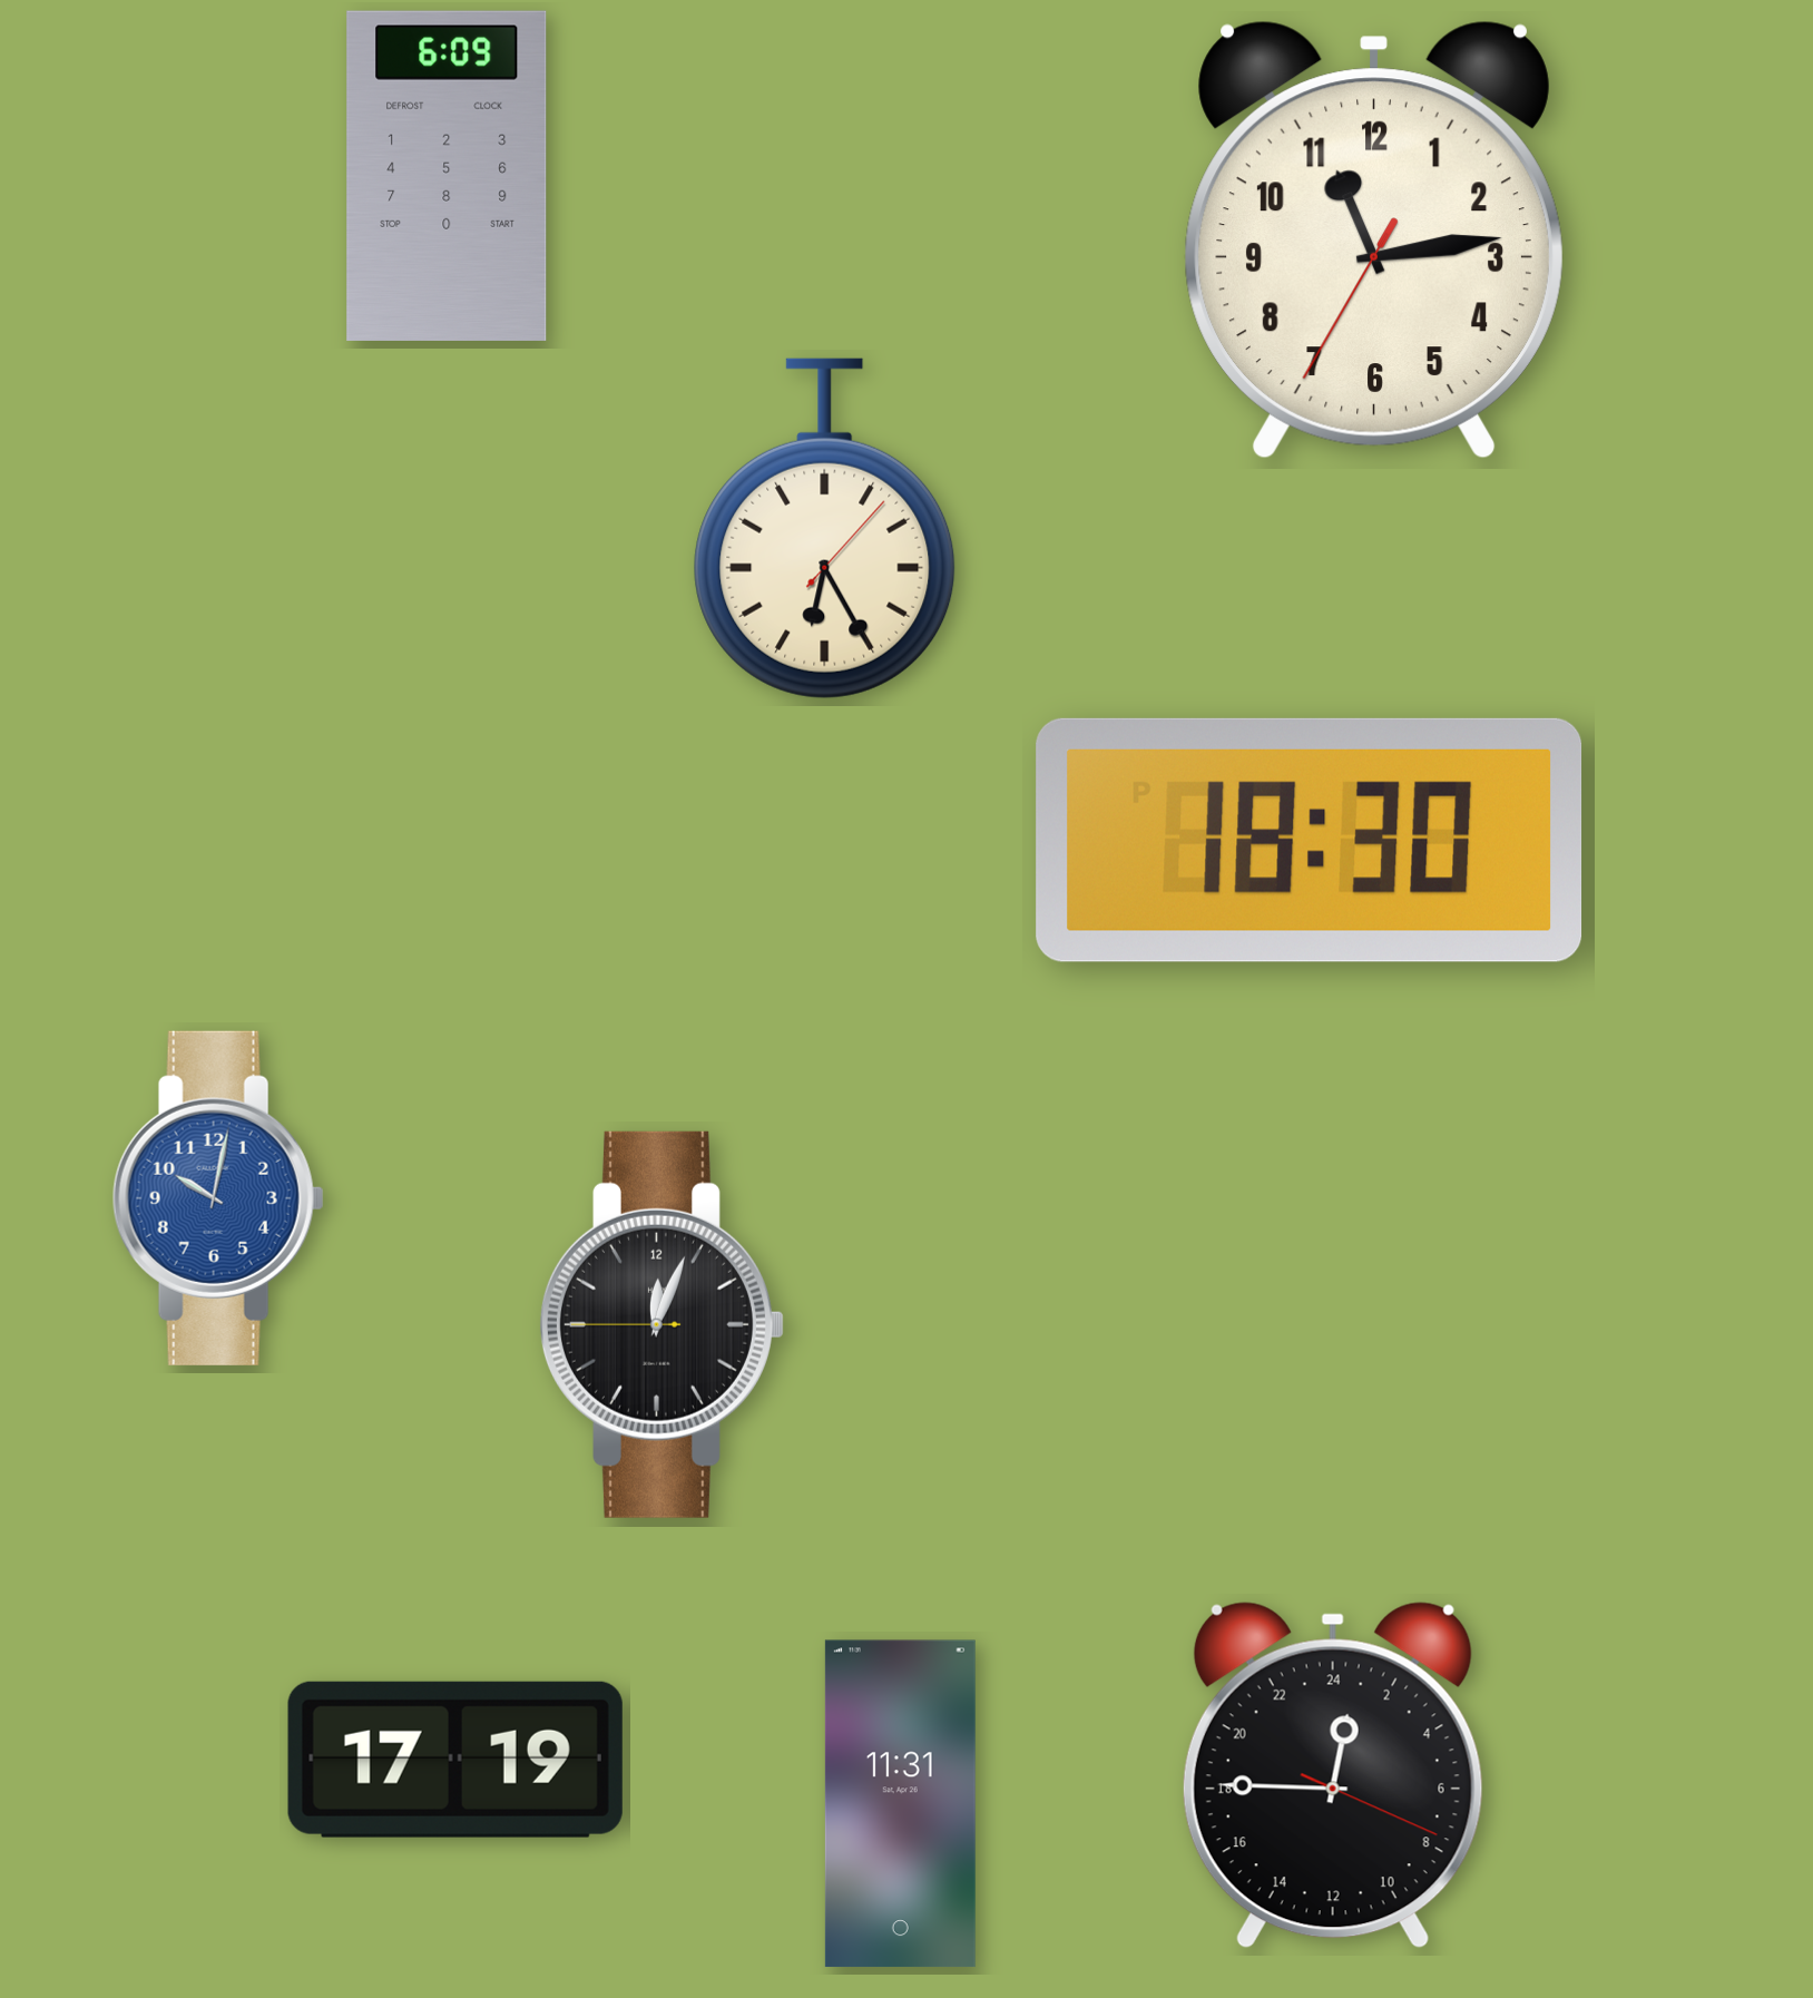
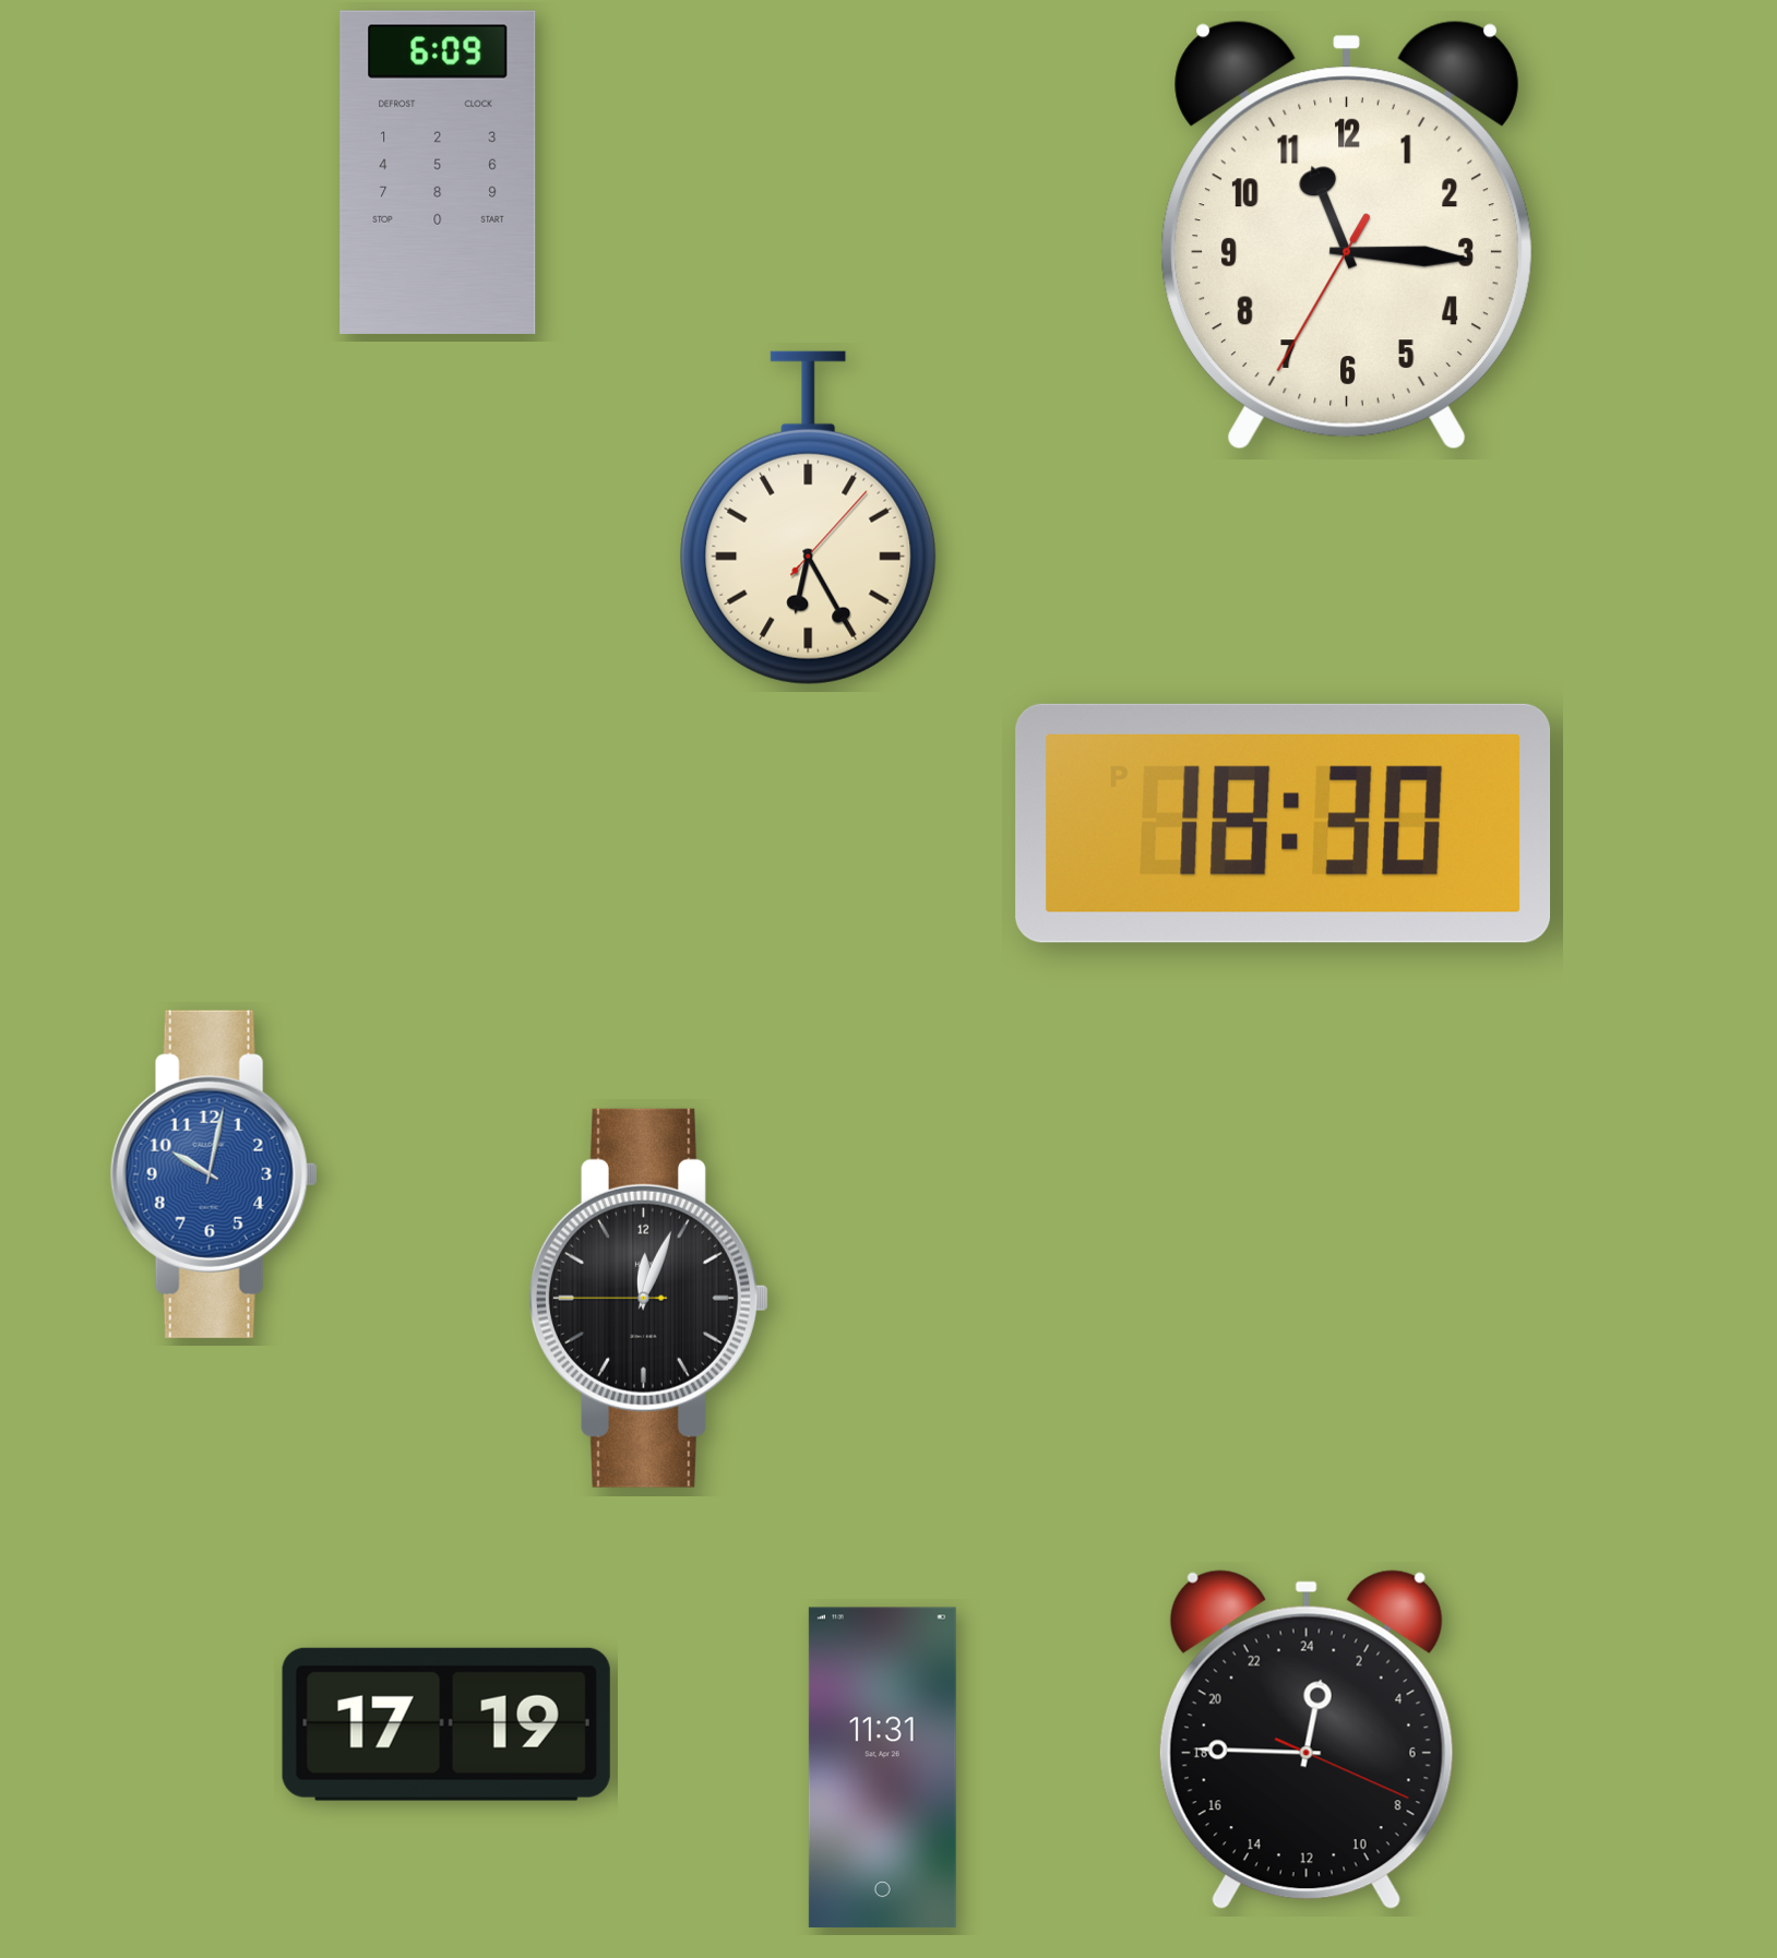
clock at (1374, 239): 11:13 -> 11:15
